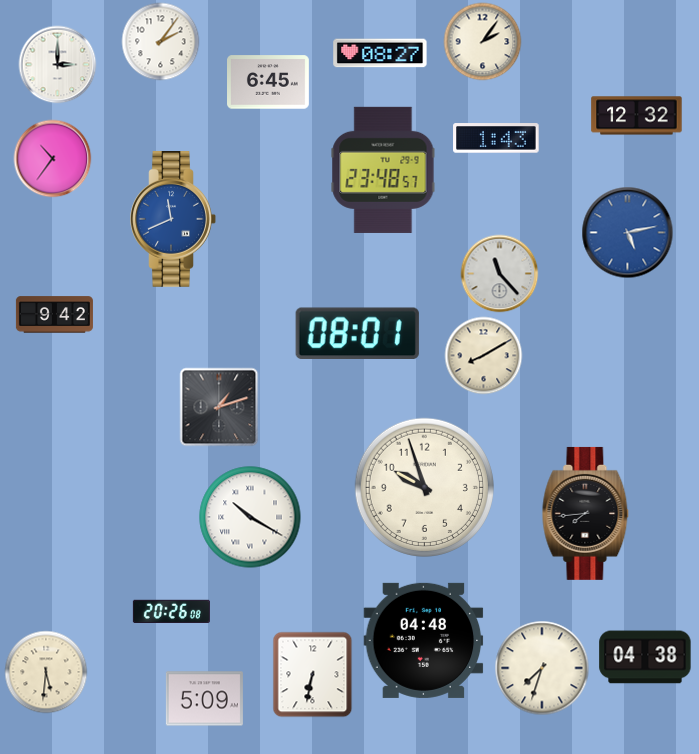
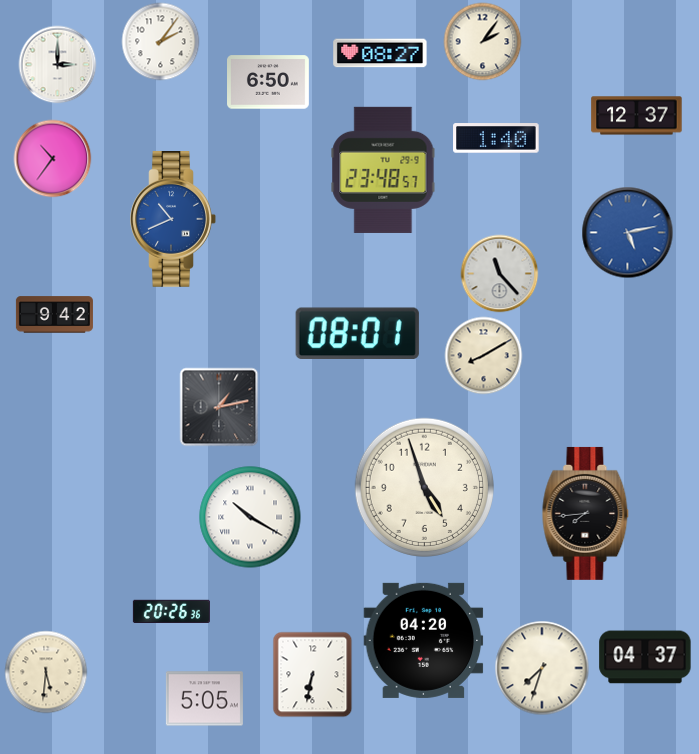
clock at (269, 82): 6:45 -> 6:50
clock at (637, 116): 12:32 -> 12:37
clock at (496, 138): 1:43 -> 1:40
clock at (173, 220): 11:41 -> 10:41
clock at (219, 407): 1:12 -> 1:13
clock at (424, 487): 9:57 -> 4:57
clock at (171, 611): 20:26:08 -> 20:26:36
clock at (424, 640): 04:48 -> 04:20
clock at (645, 657): 04:38 -> 04:37
clock at (204, 699): 5:09 -> 5:05
